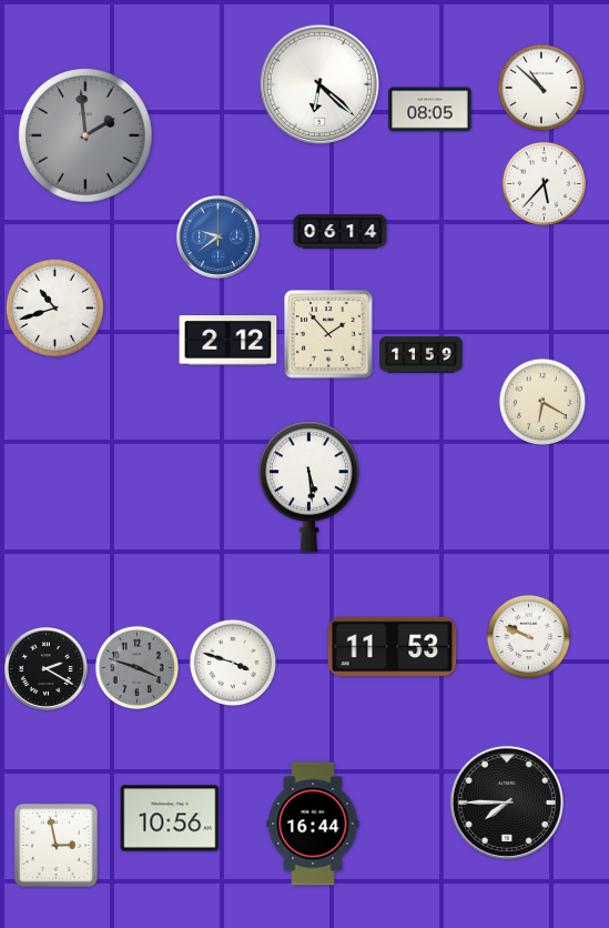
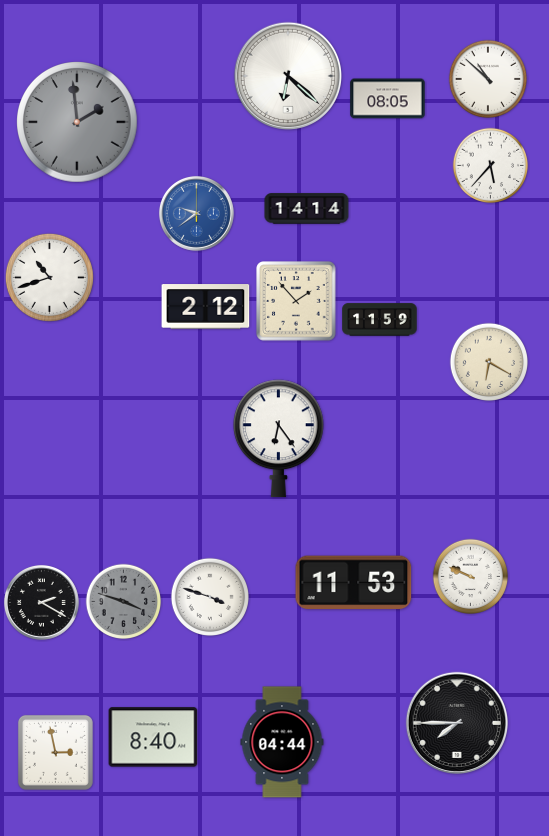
clock at (341, 232): 06:14 -> 14:14
clock at (308, 487): 5:29 -> 6:24
clock at (529, 637) position: (529, 637) -> (471, 577)
clock at (170, 818): 10:56 -> 8:40
clock at (313, 824): 16:44 -> 04:44
clock at (55, 845) position: (55, 845) -> (55, 752)
